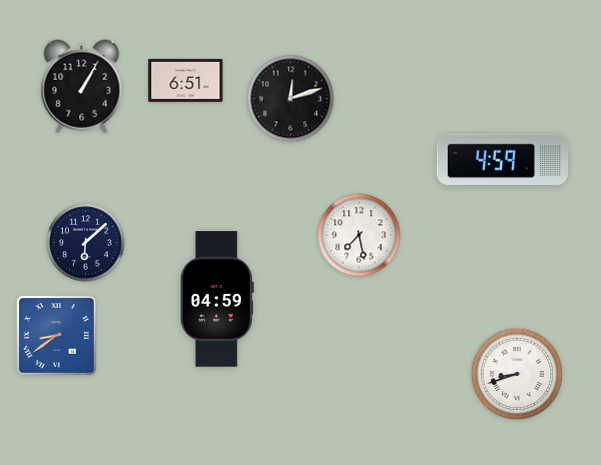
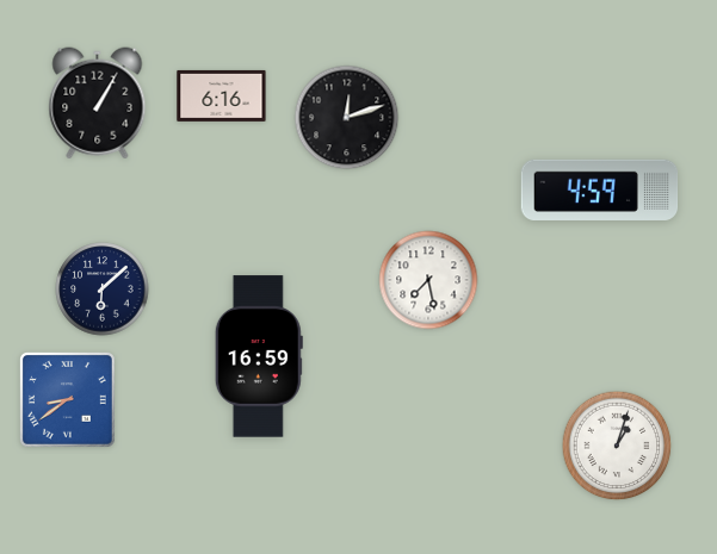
clock at (186, 80): 6:51 -> 6:16
clock at (217, 299): 04:59 -> 16:59
clock at (517, 374): 8:42 -> 1:03
